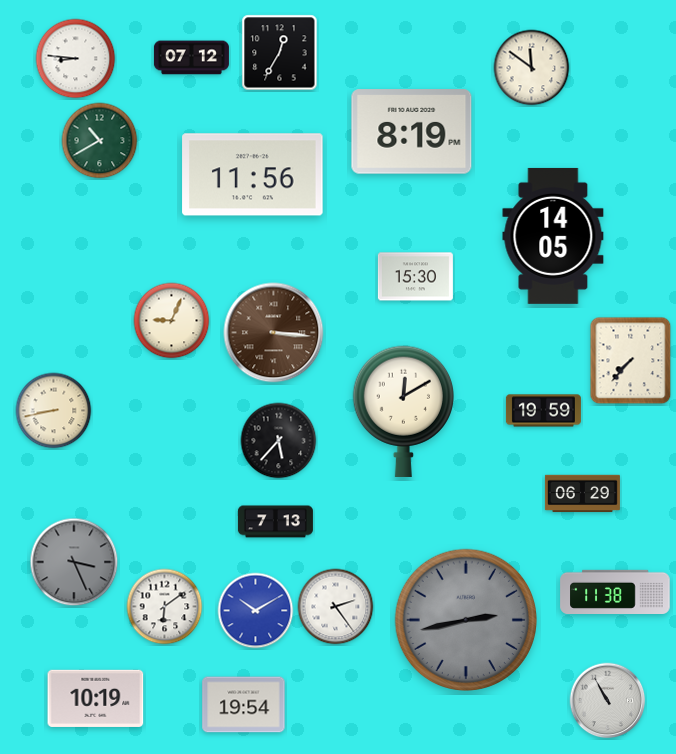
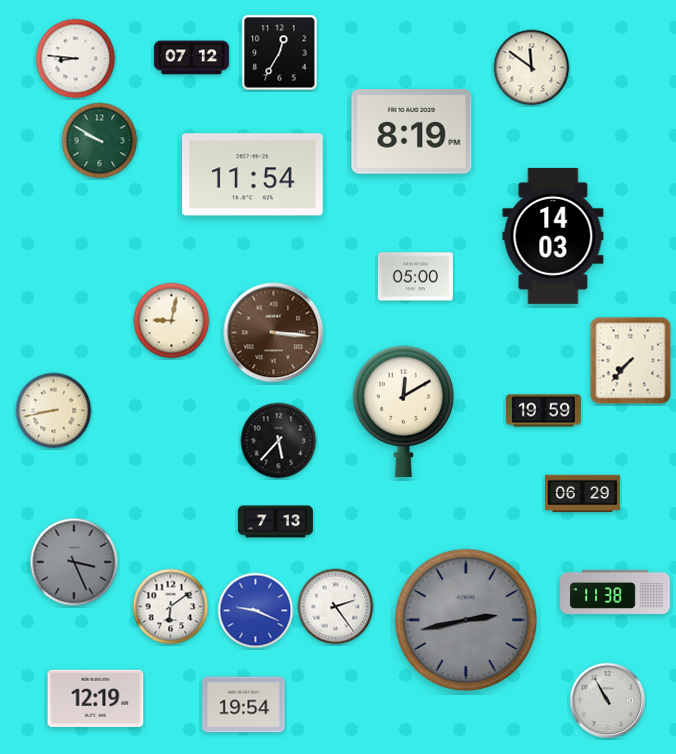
clock at (100, 141): 10:40 -> 9:50
clock at (253, 175): 11:56 -> 11:54
clock at (553, 236): 14:05 -> 14:03
clock at (415, 277): 15:30 -> 05:00
clock at (172, 321): 9:04 -> 9:02
clock at (165, 607) position: (165, 607) -> (171, 607)
clock at (256, 611): 10:10 -> 9:19
clock at (96, 698): 10:19 -> 12:19
